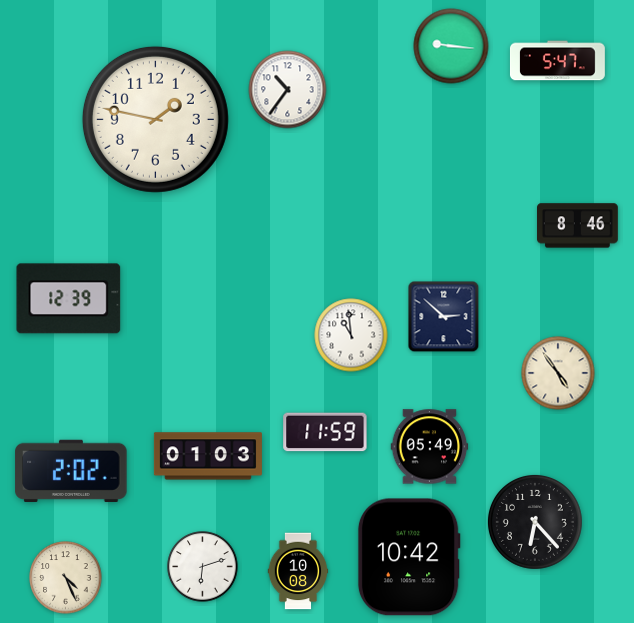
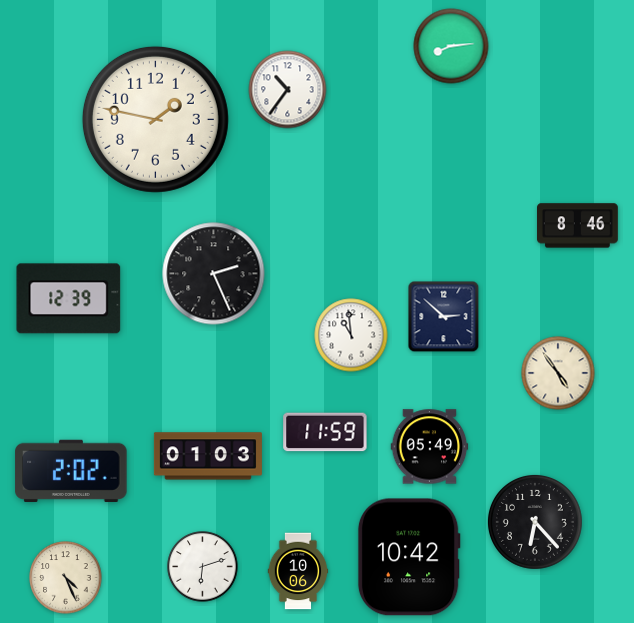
clock at (451, 46): 9:16 -> 8:14
clock at (557, 61): 5:47 -> none
clock at (214, 274): none -> 2:26
clock at (298, 571): 10:08 -> 10:06
